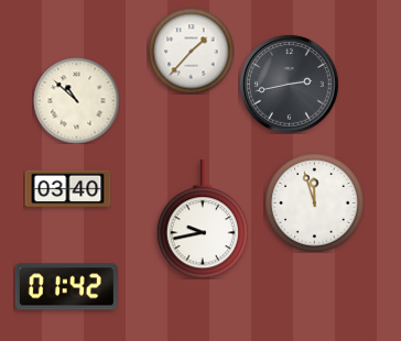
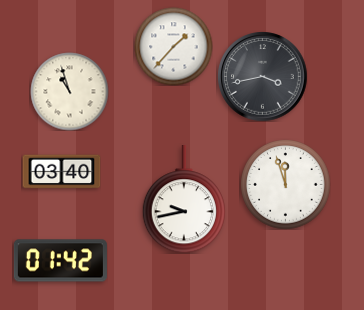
clock at (289, 84): 2:43 -> 3:43
clock at (76, 100): 10:52 -> 10:57
